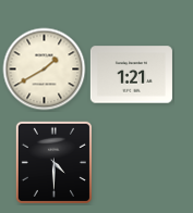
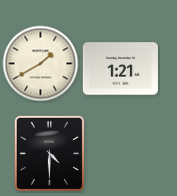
clock at (53, 162) position: (53, 162) -> (49, 153)
